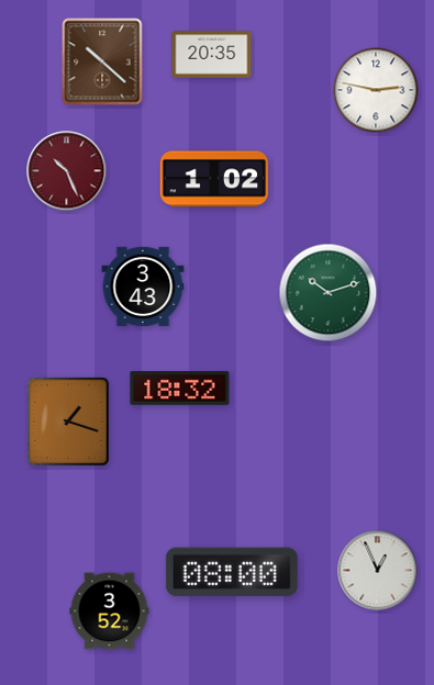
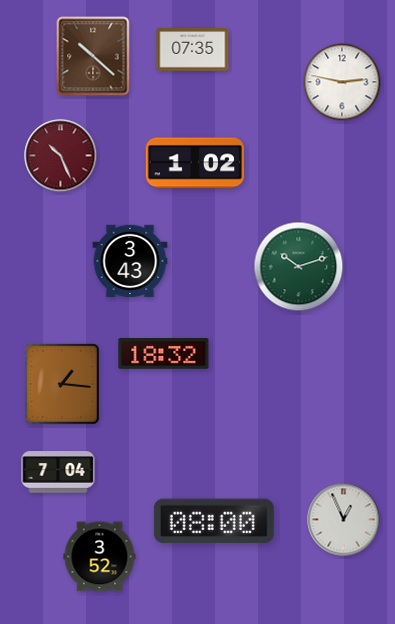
clock at (212, 55): 20:35 -> 07:35
clock at (68, 422): 1:18 -> 1:16
clock at (58, 472): none -> 7:04
clock at (232, 572) position: (232, 572) -> (214, 521)
